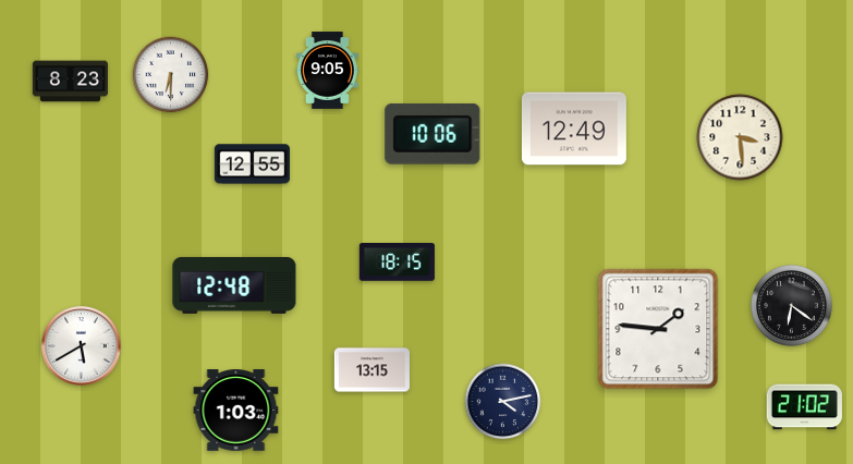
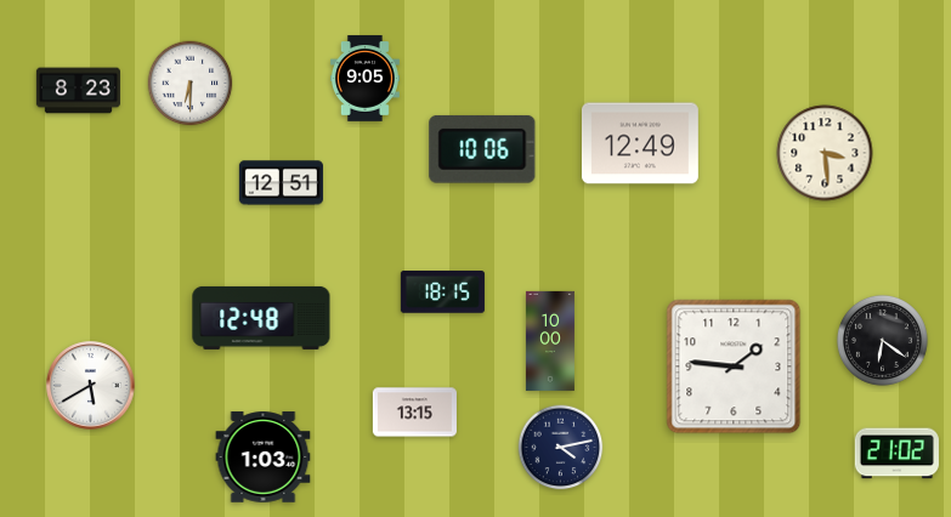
clock at (252, 164): 12:55 -> 12:51
clock at (550, 341): none -> 10:00
